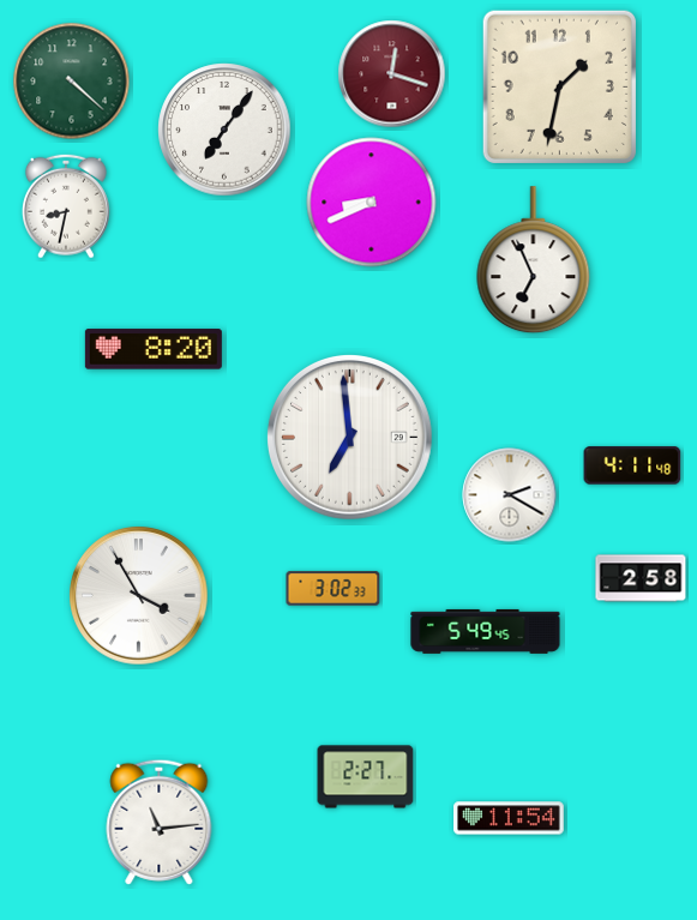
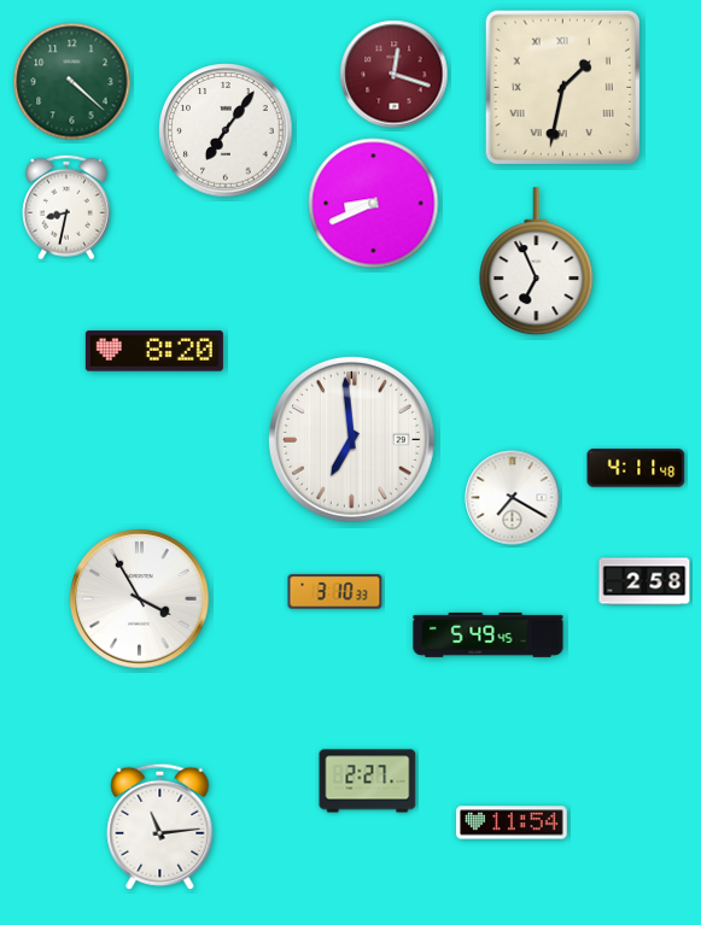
clock at (559, 86) numerals: Arabic -> Roman
clock at (510, 495): 2:20 -> 7:20
clock at (334, 589): 3:02 -> 3:10
